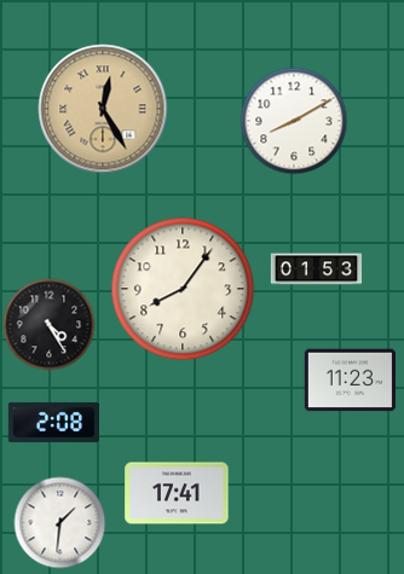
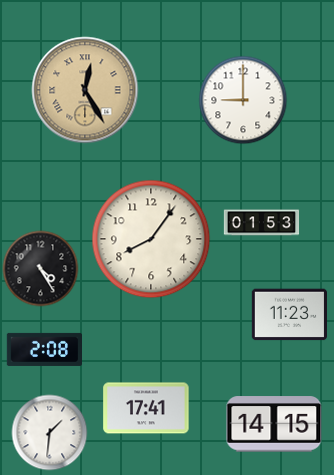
clock at (294, 121): 8:10 -> 9:00
clock at (274, 424): none -> 14:15
